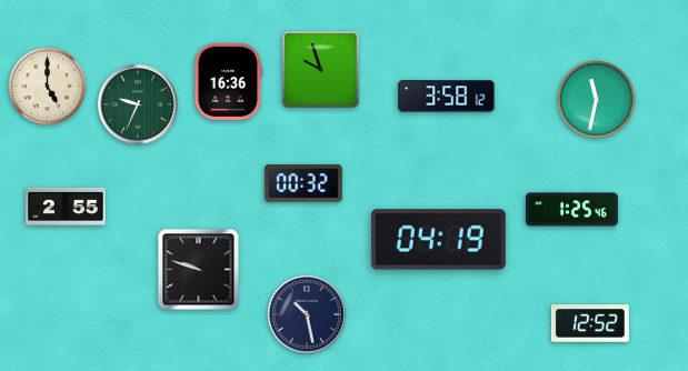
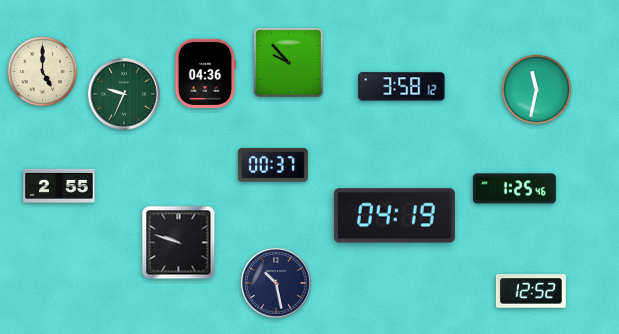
clock at (321, 70): 9:57 -> 9:53
clock at (228, 81): 16:36 -> 04:36
clock at (48, 87) position: (48, 87) -> (43, 72)
clock at (303, 183): 00:32 -> 00:37
